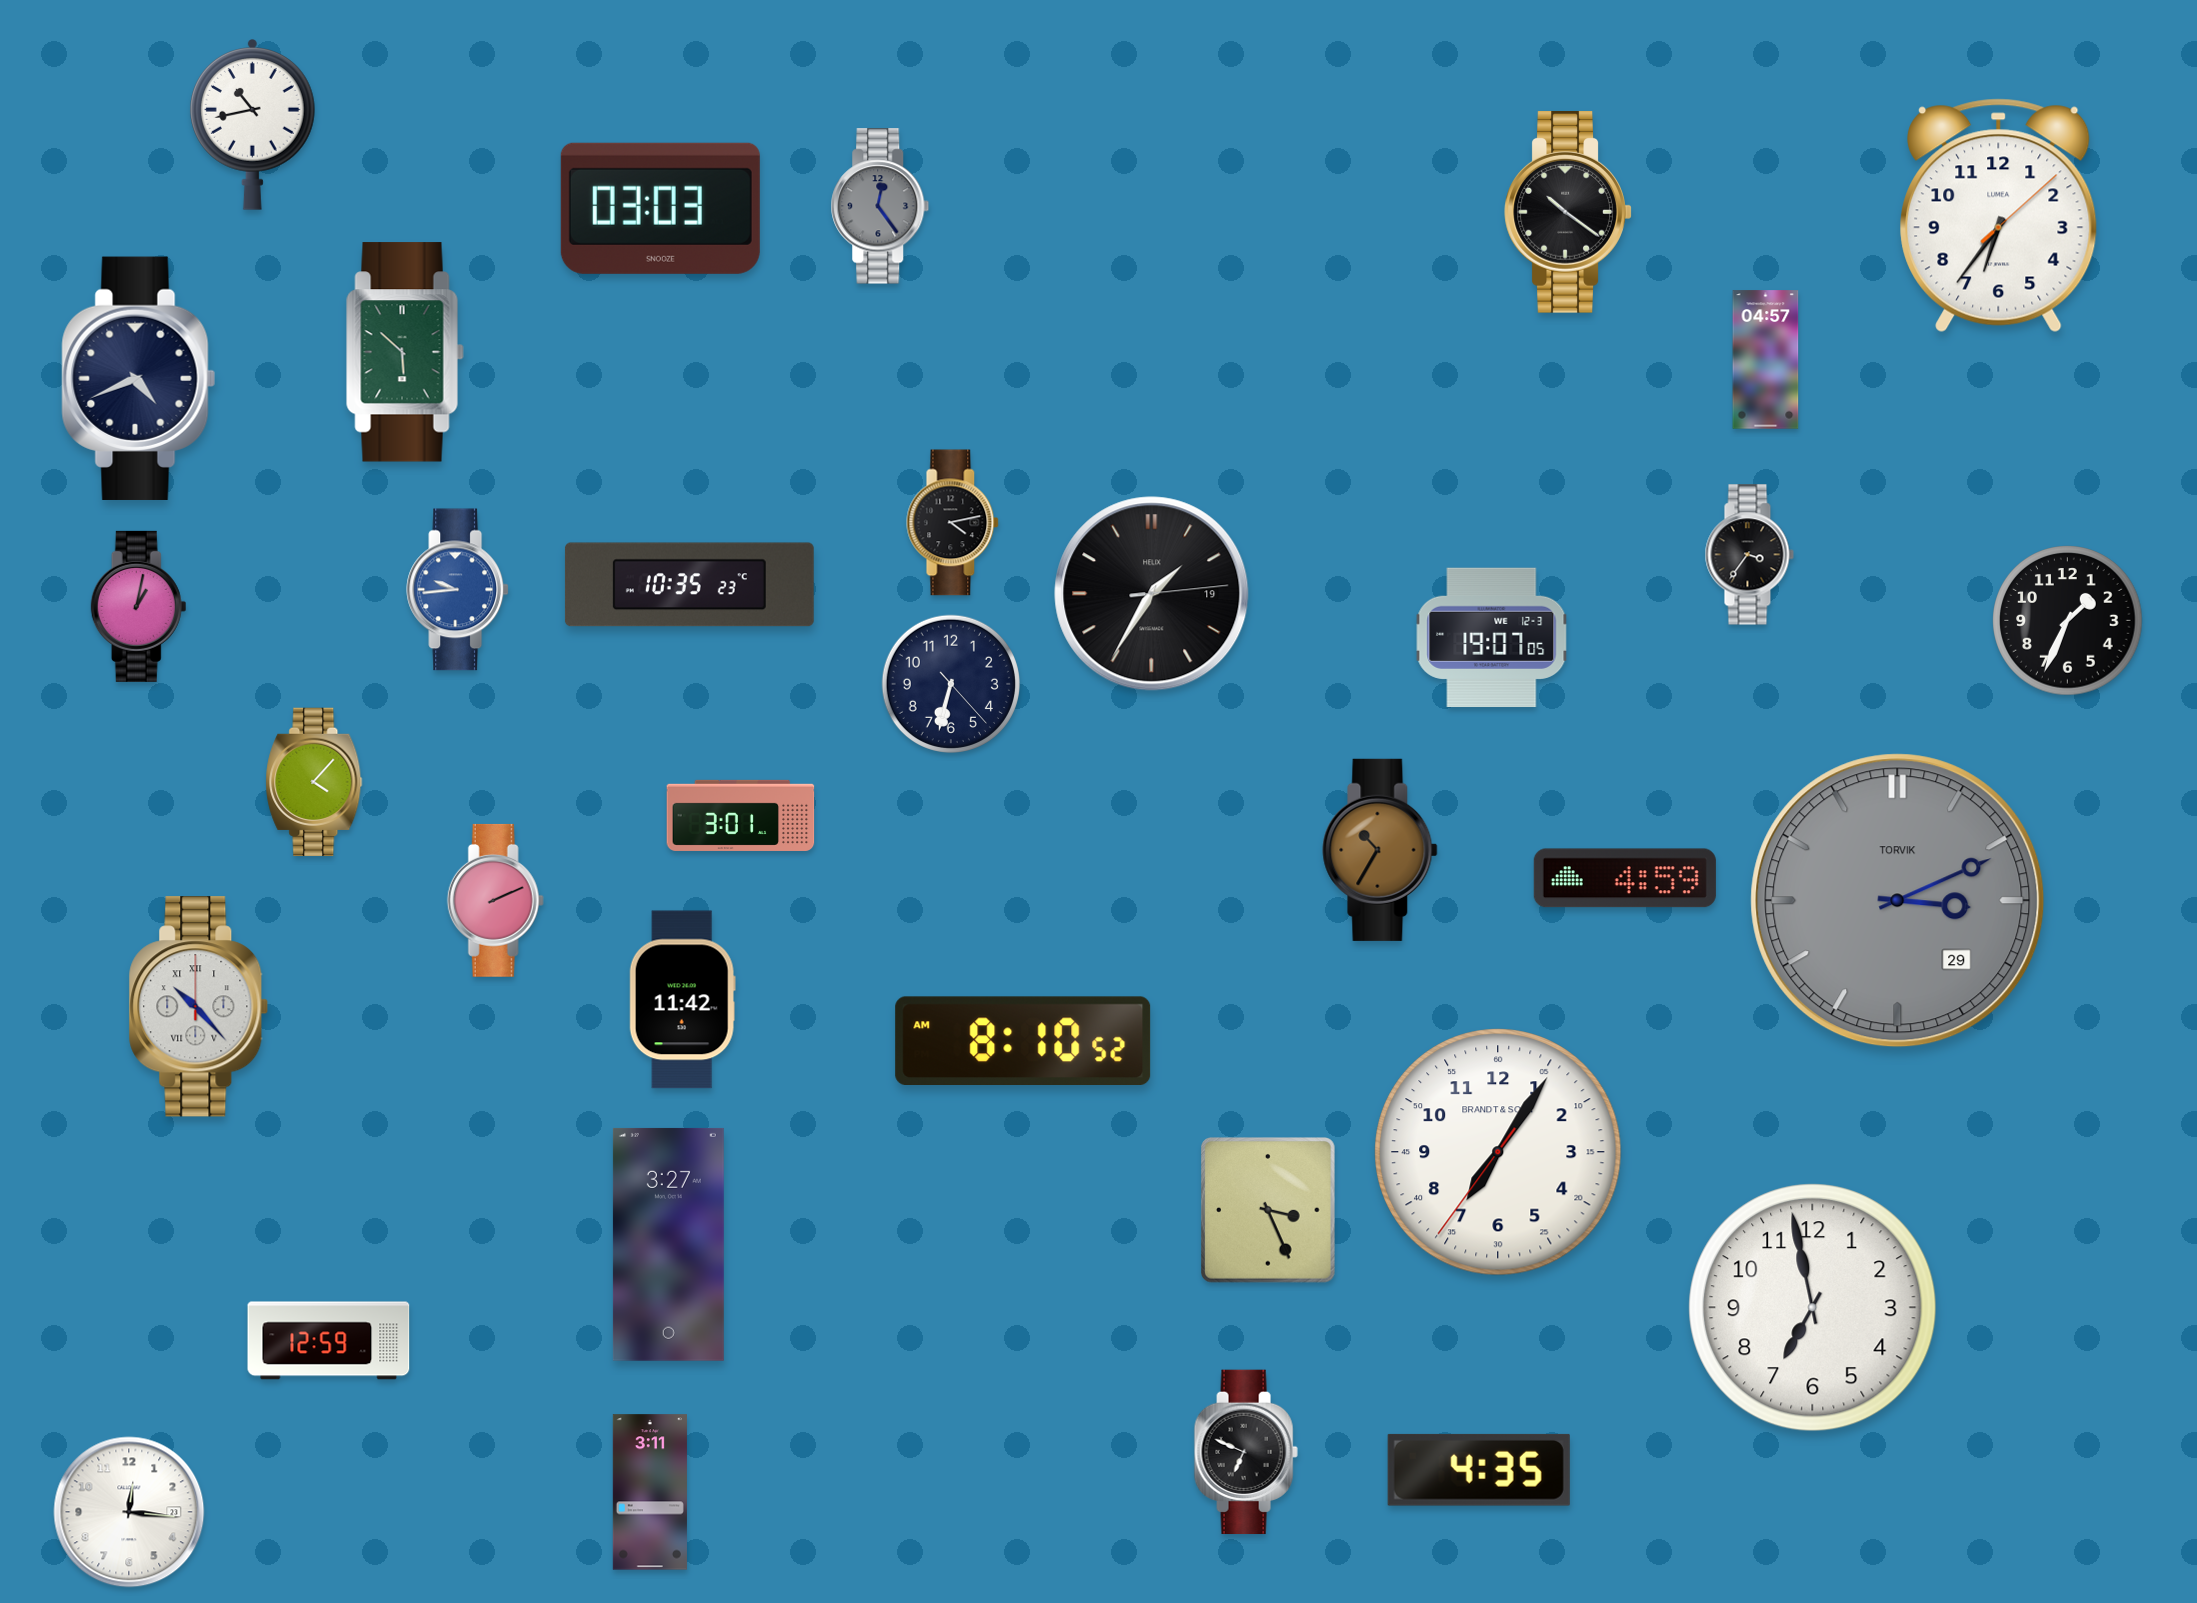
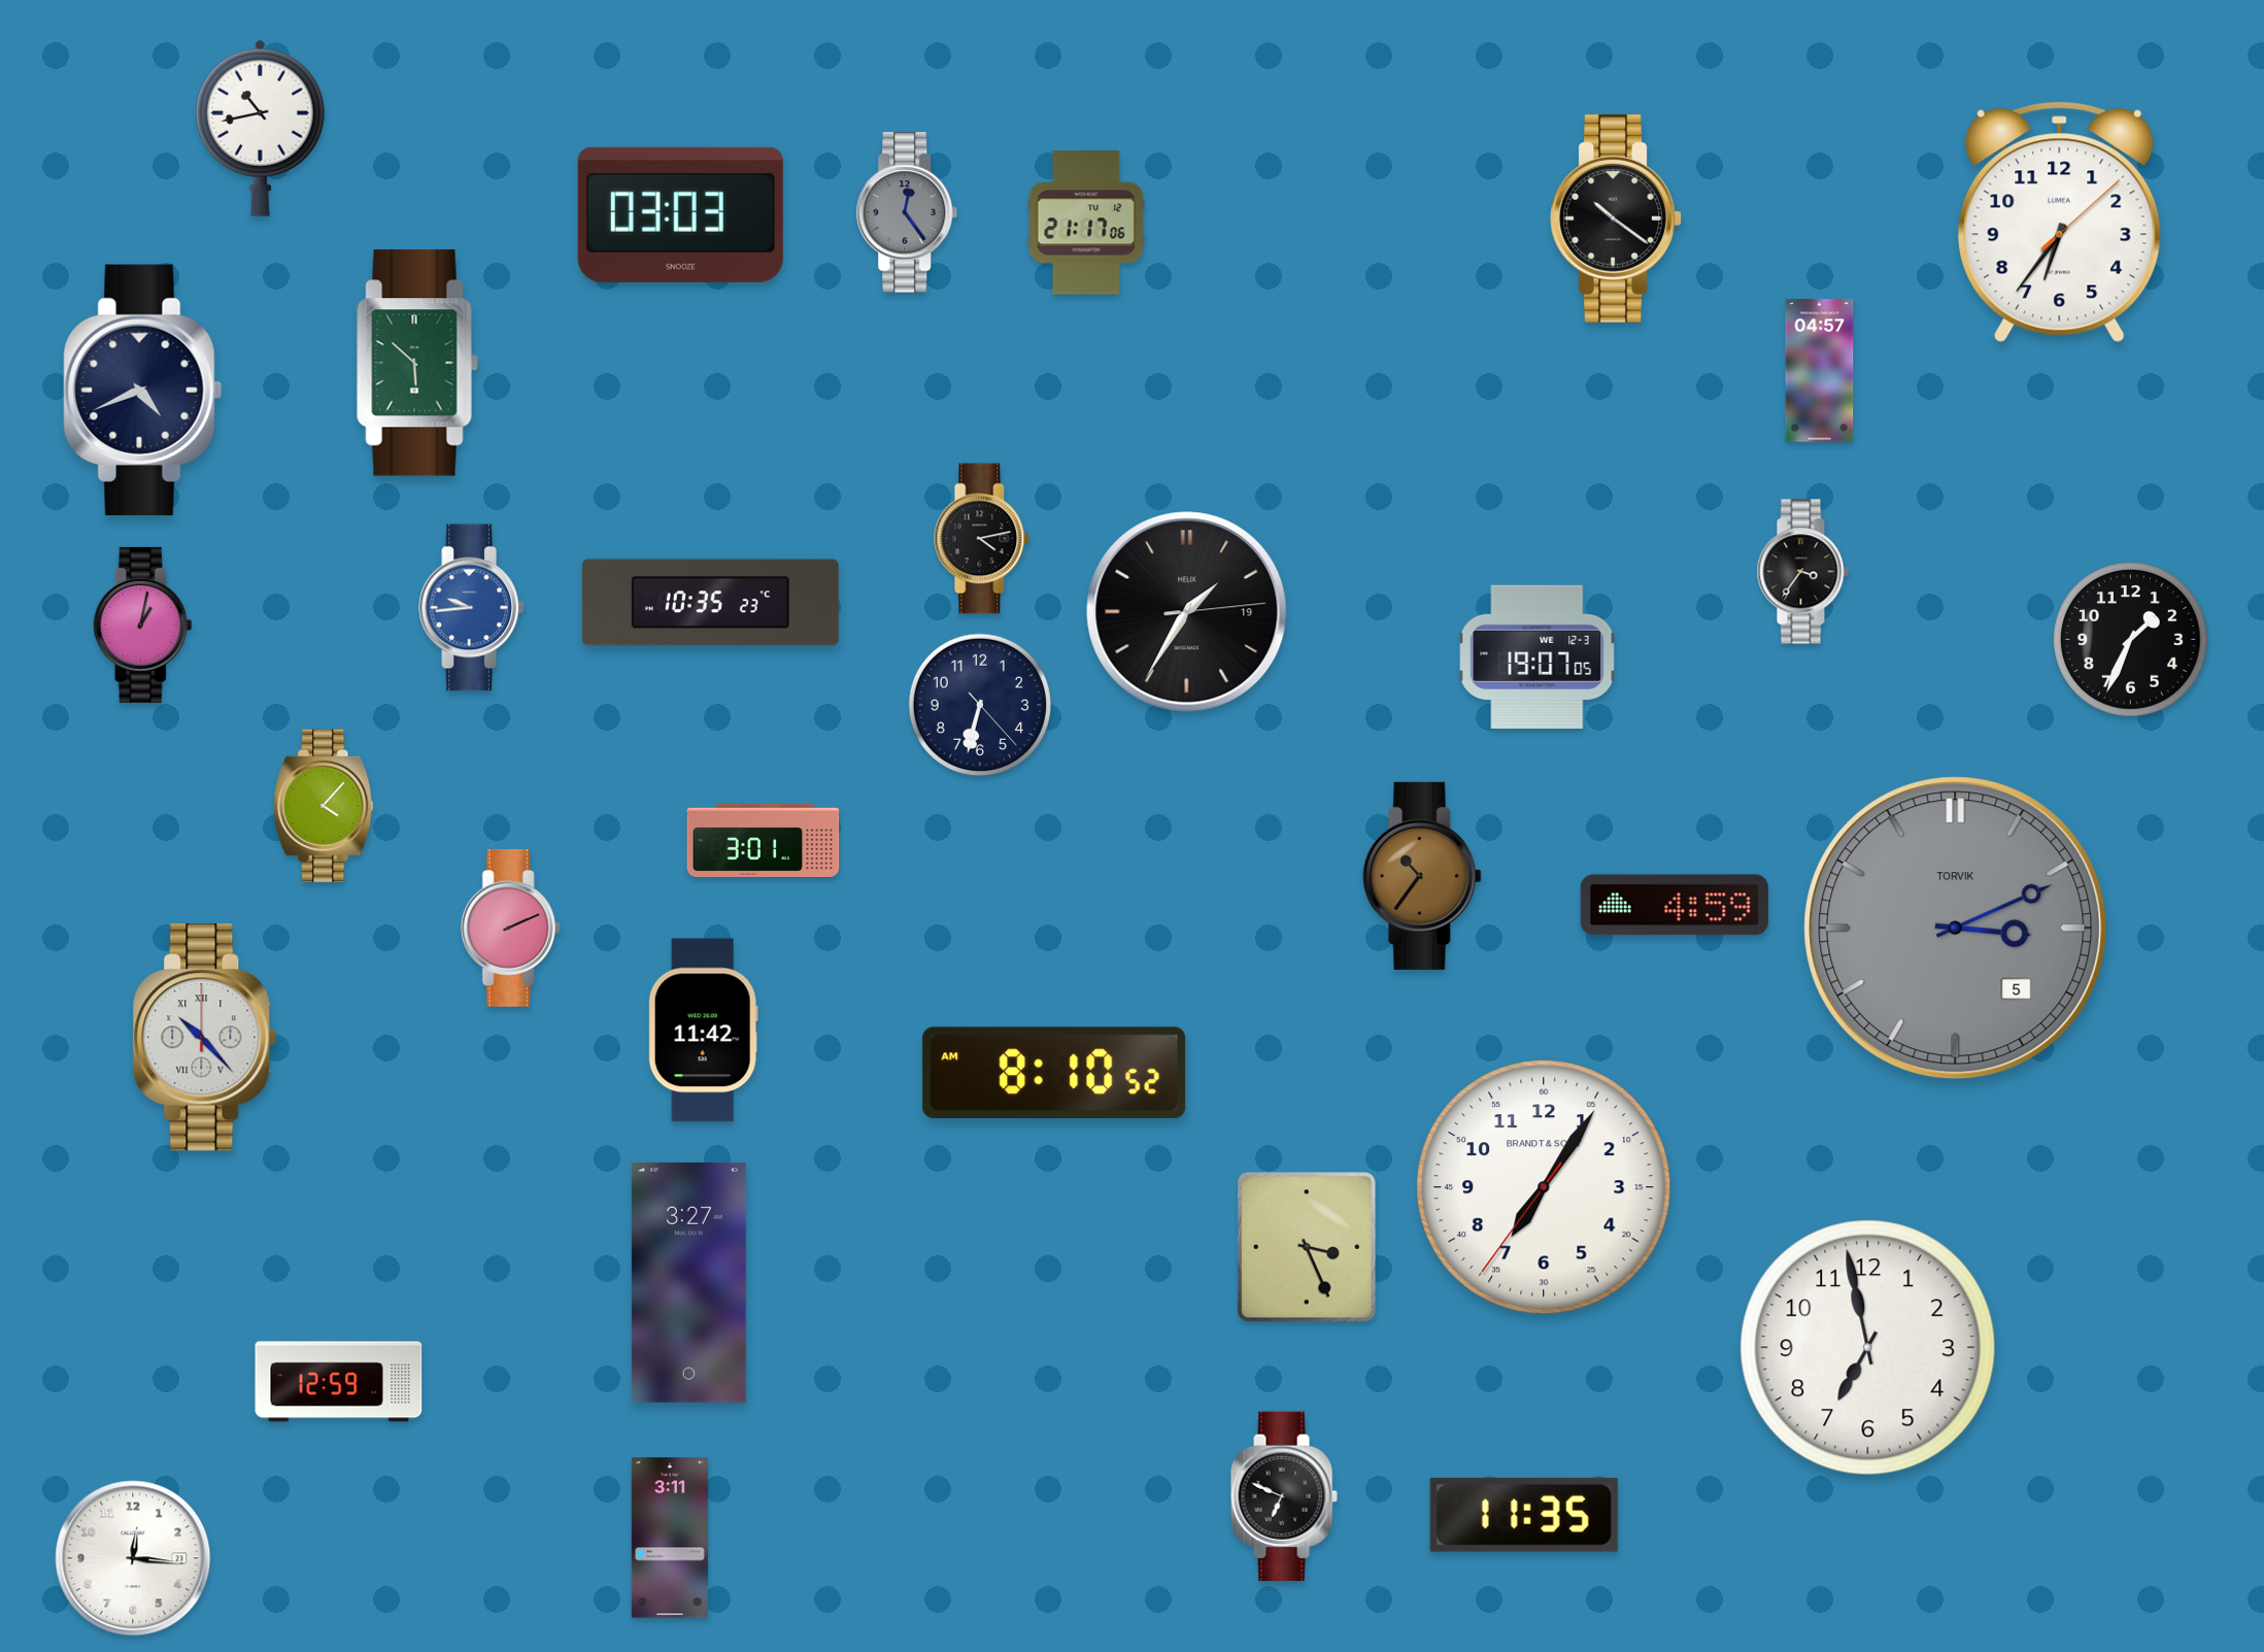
clock at (1086, 223): none -> 21:17
clock at (1380, 850): 10:35 -> 10:36
clock at (1898, 901) date: 29 -> 5
clock at (1479, 1470): 4:35 -> 11:35
